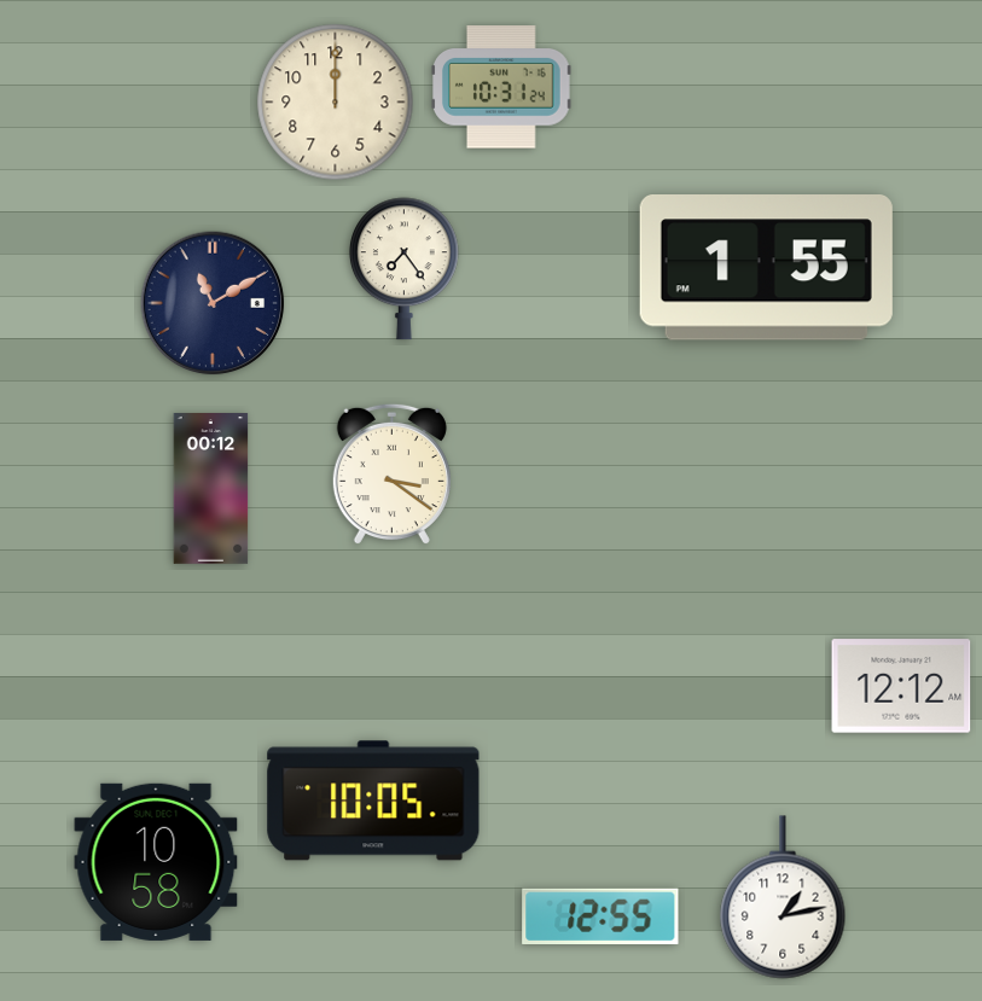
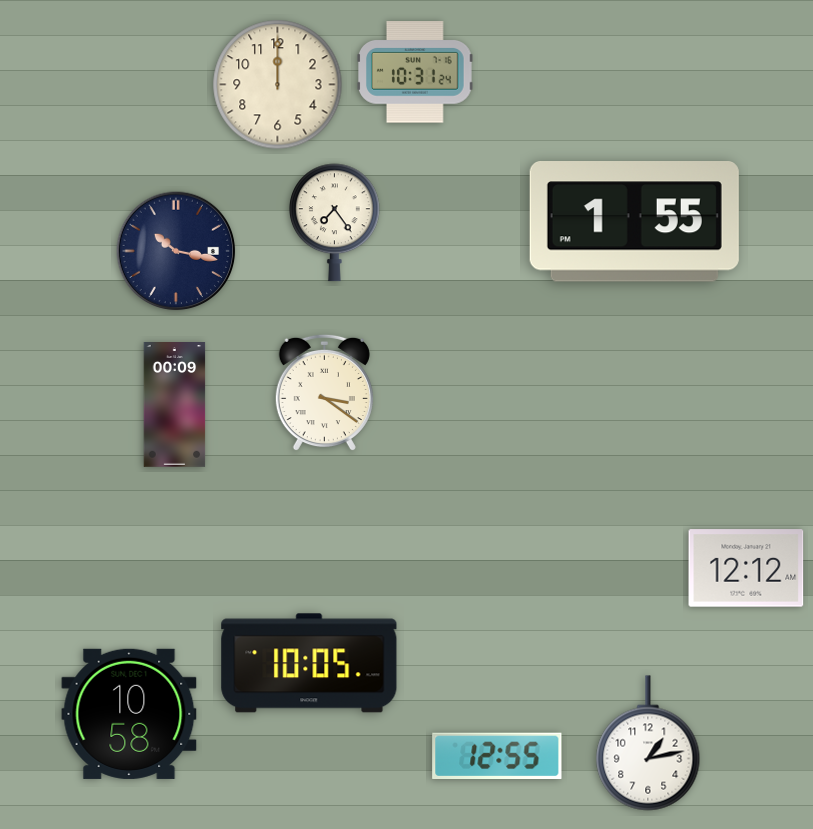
clock at (213, 303): 11:10 -> 10:17
clock at (211, 489): 00:12 -> 00:09
clock at (600, 915) position: (600, 915) -> (497, 755)
